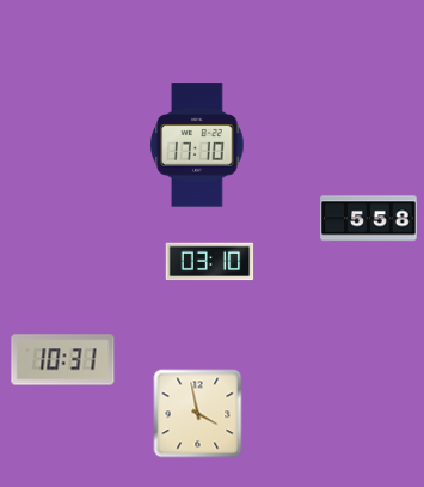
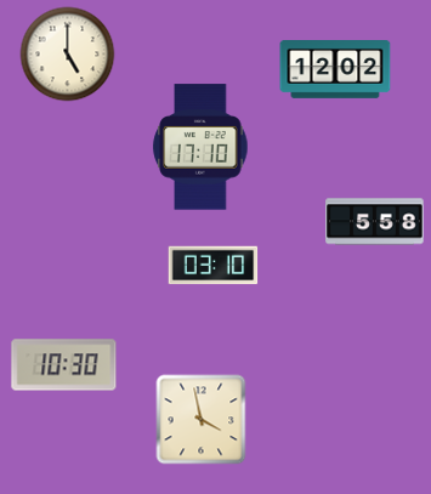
clock at (68, 55): none -> 5:00
clock at (335, 70): none -> 12:02
clock at (63, 360): 10:31 -> 10:30
